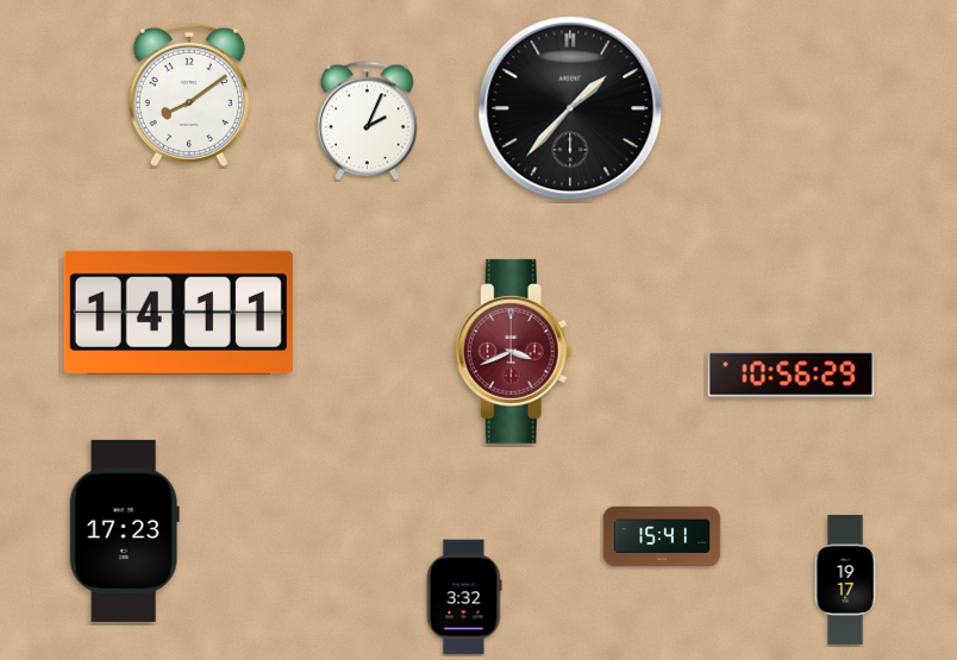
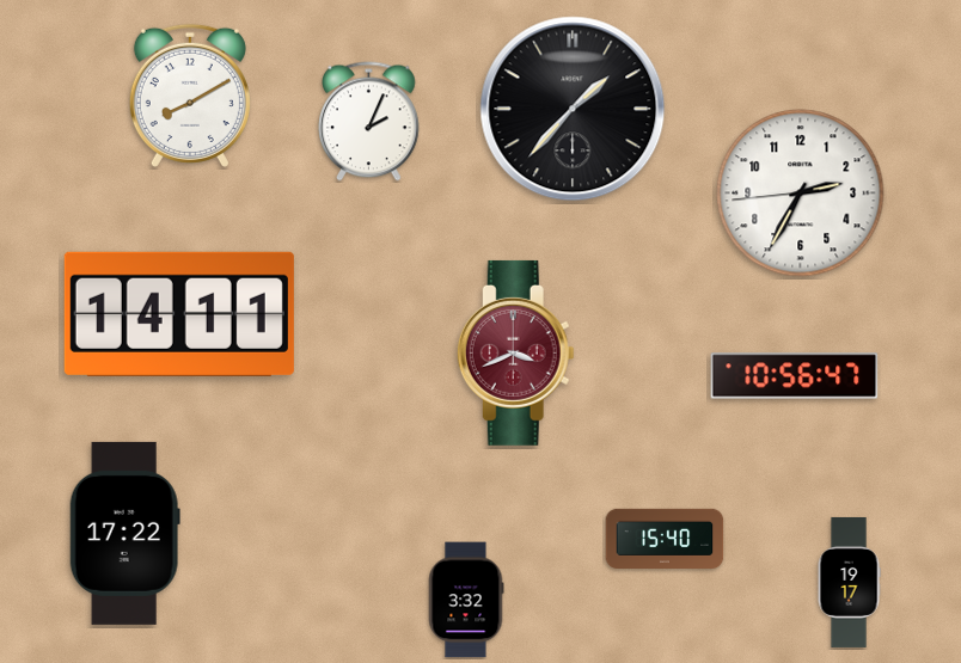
clock at (189, 95): 8:09 -> 8:10
clock at (801, 194): none -> 2:34
clock at (792, 375): 10:56:29 -> 10:56:47
clock at (124, 530): 17:23 -> 17:22
clock at (662, 535): 15:41 -> 15:40
